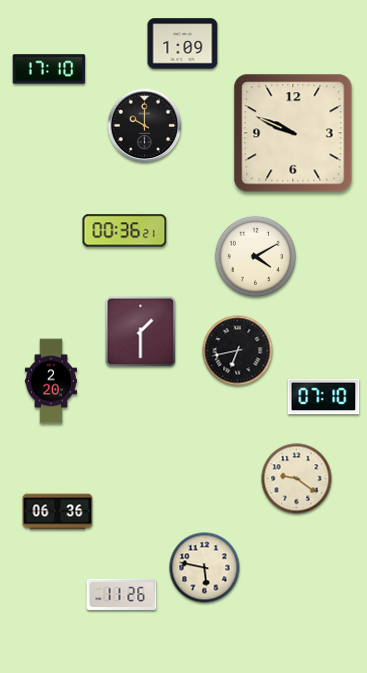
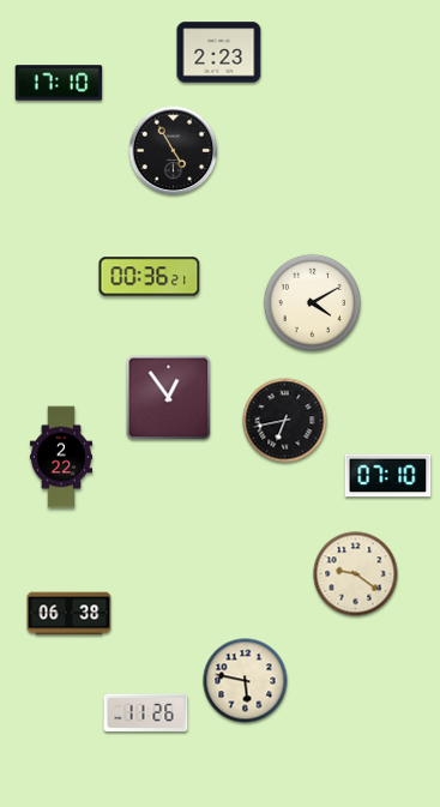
clock at (183, 44): 1:09 -> 2:23
clock at (145, 126): 10:00 -> 4:55
clock at (293, 133): 9:49 -> none
clock at (256, 257) position: (256, 257) -> (313, 303)
clock at (141, 332): 1:30 -> 12:54
clock at (51, 381): 2:20 -> 2:22
clock at (58, 512): 06:36 -> 06:38
